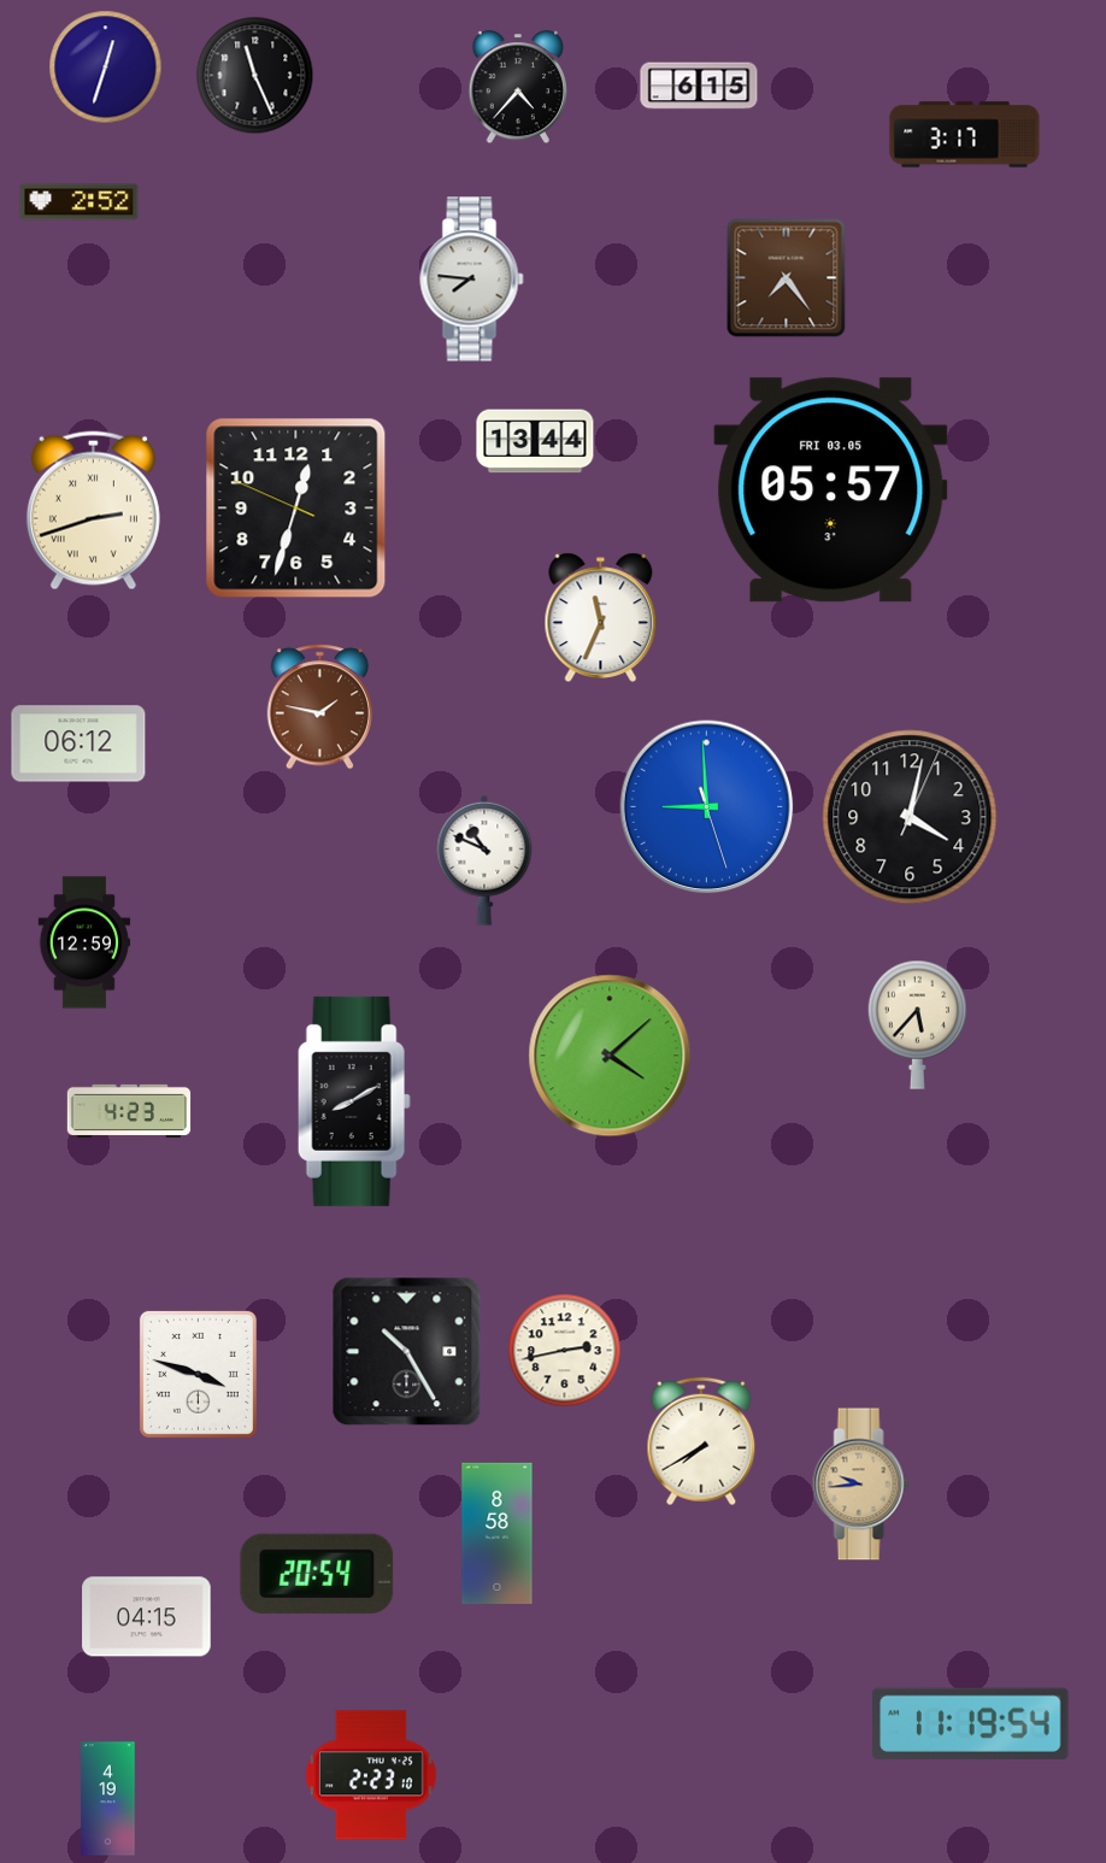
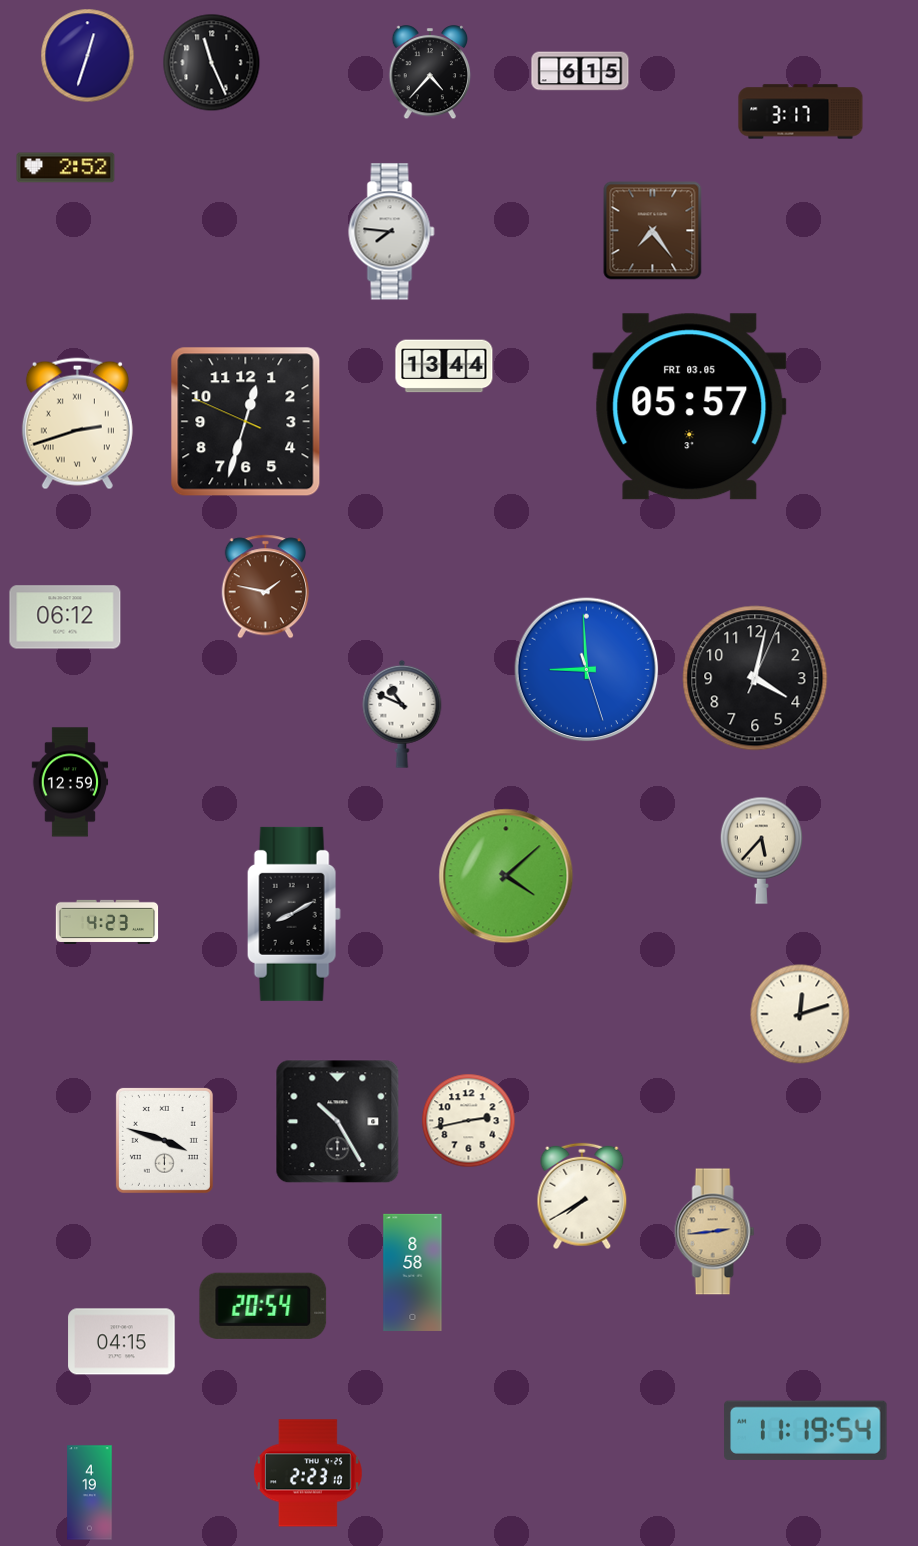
clock at (601, 617): 11:34 -> none
clock at (800, 1014): none -> 12:12
clock at (861, 1485): 9:44 -> 2:44
